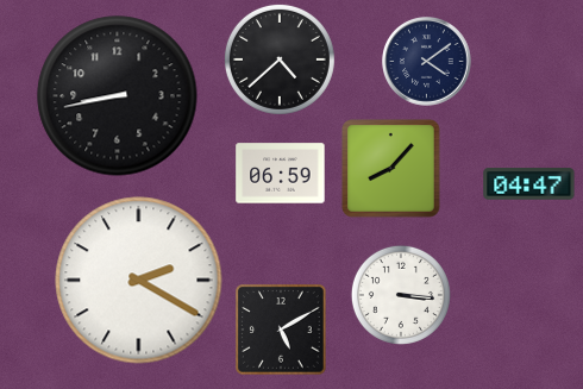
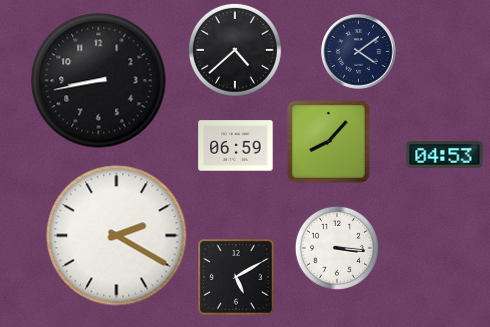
clock at (529, 184): 04:47 -> 04:53
